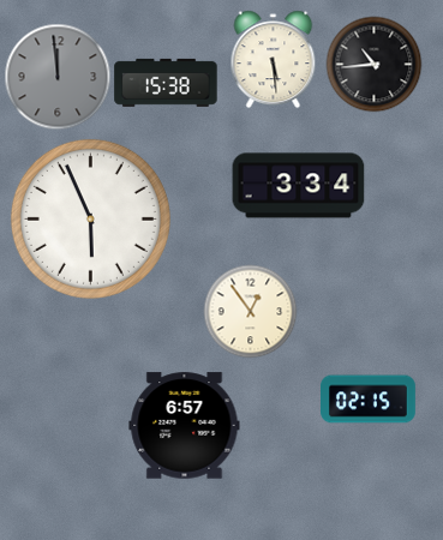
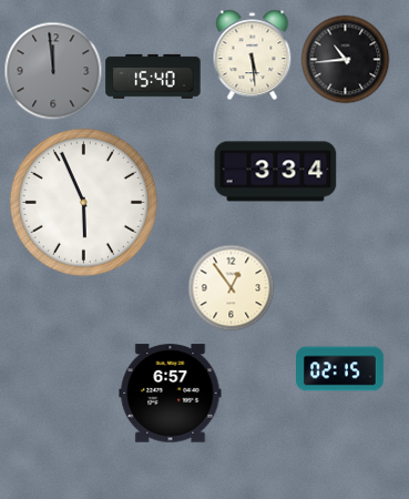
clock at (166, 83): 15:38 -> 15:40
